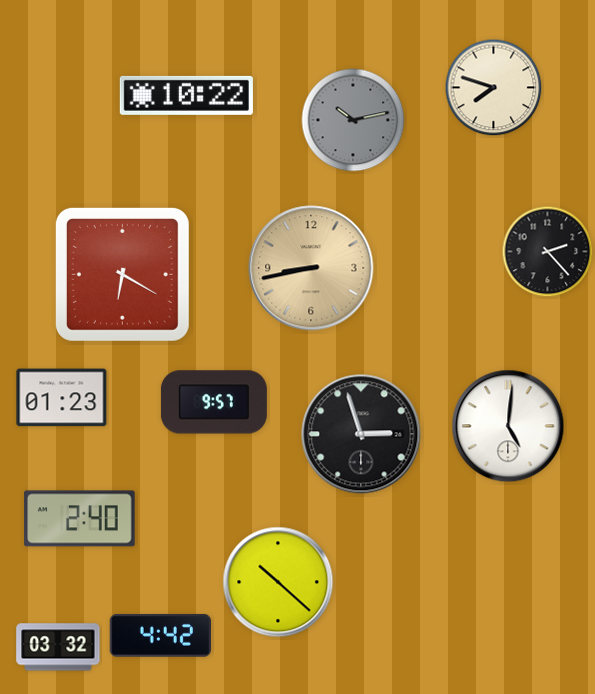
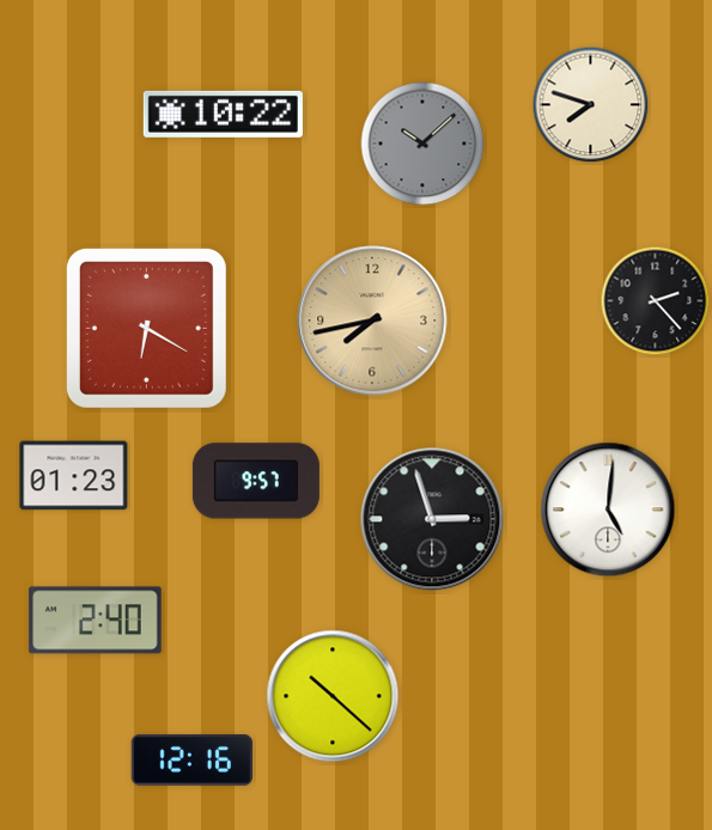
clock at (353, 120): 10:13 -> 10:08
clock at (311, 268): 8:43 -> 7:43
clock at (160, 635): 4:42 -> 12:16
clock at (58, 647): 03:32 -> none
